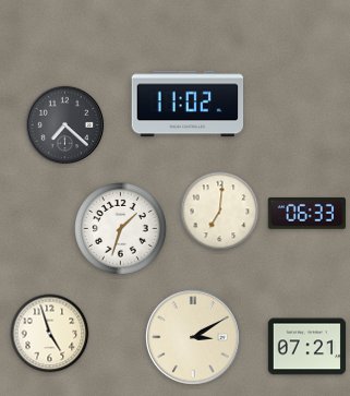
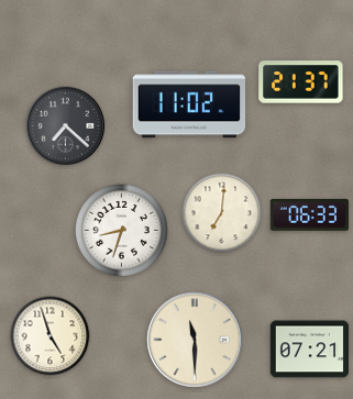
clock at (301, 82): none -> 21:37
clock at (121, 229): 1:33 -> 8:33
clock at (193, 337): 3:10 -> 11:30
